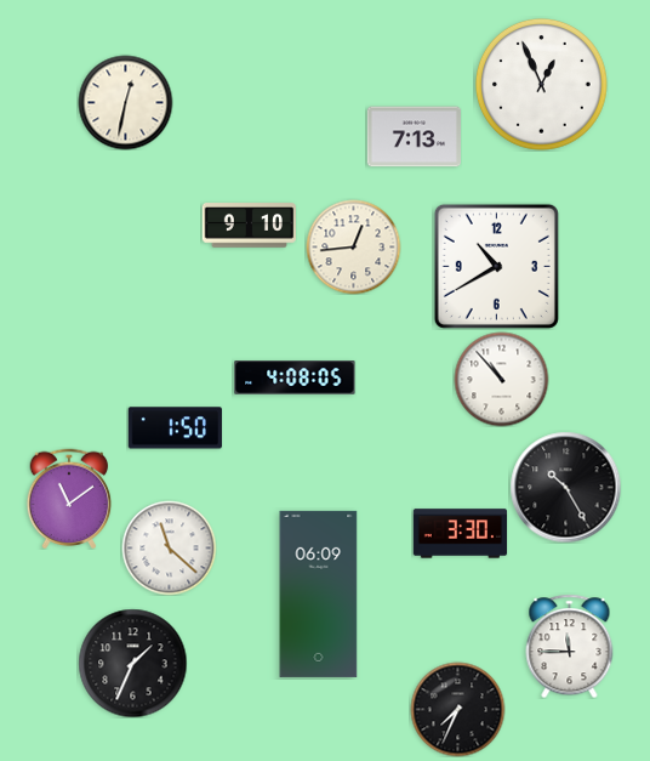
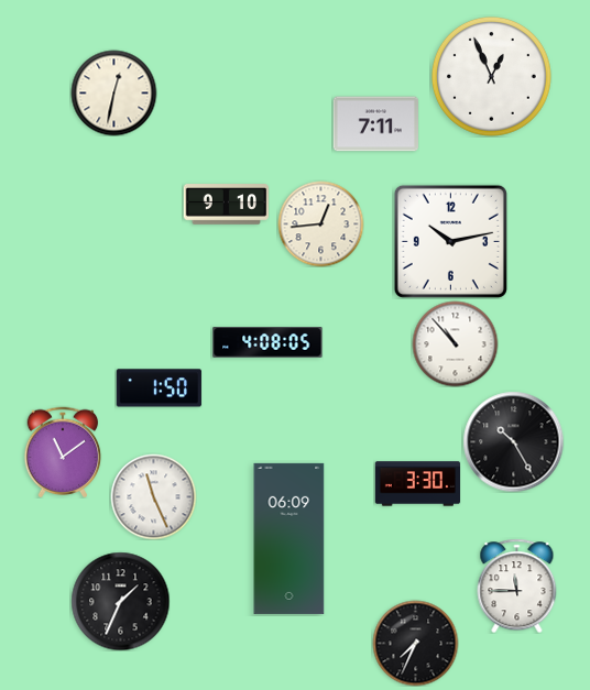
clock at (414, 137): 7:13 -> 7:11
clock at (496, 266): 10:40 -> 10:13
clock at (169, 547): 11:22 -> 11:26
